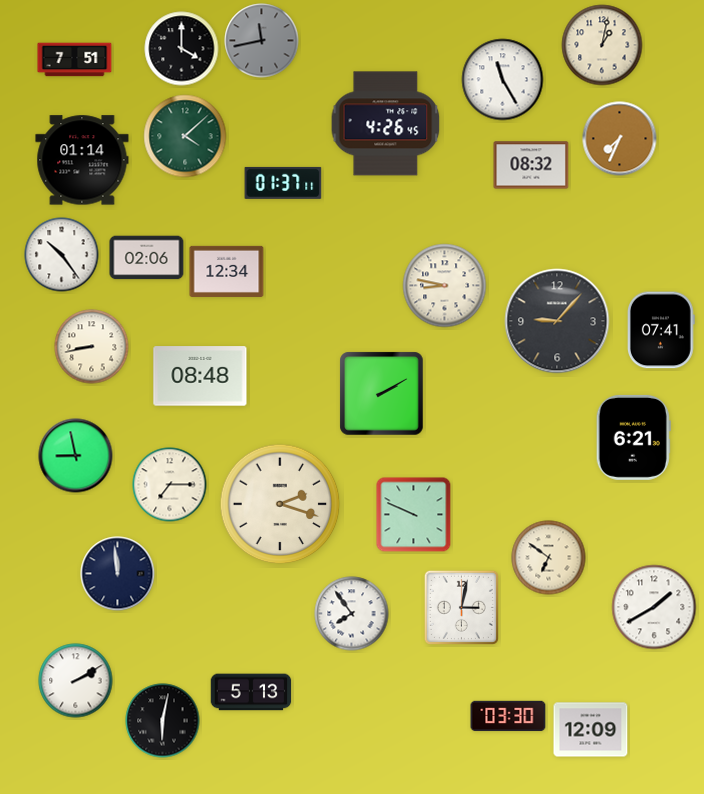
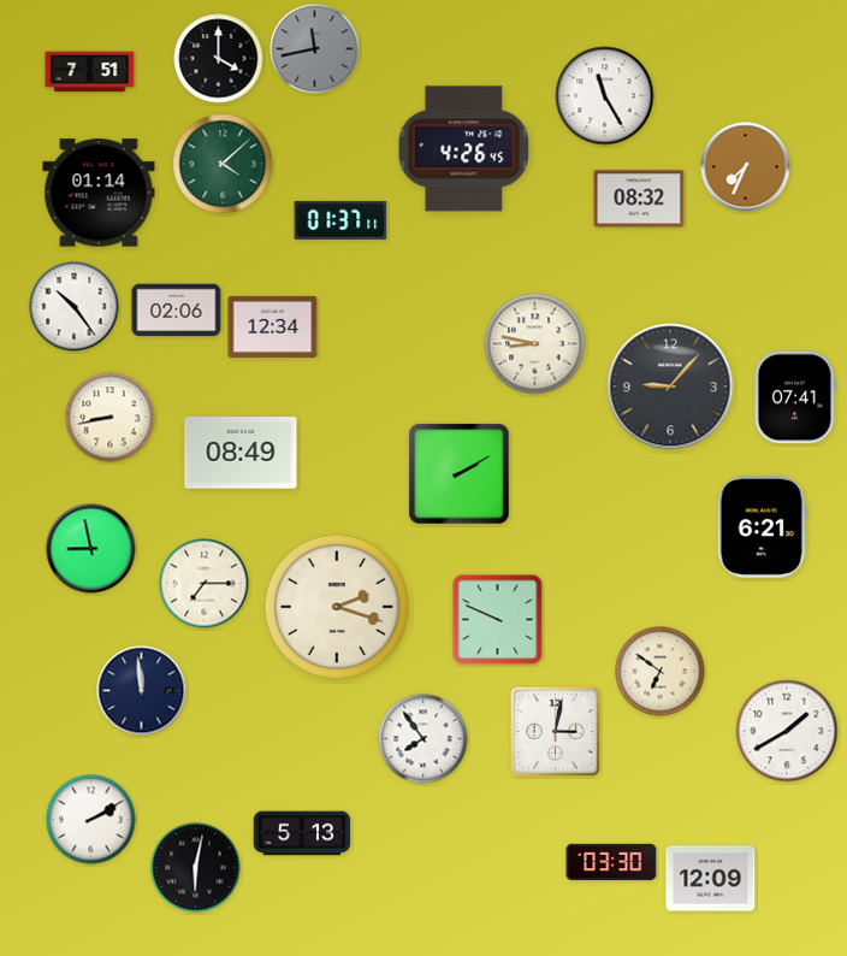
clock at (602, 45): 1:02 -> none
clock at (200, 376): 08:48 -> 08:49
